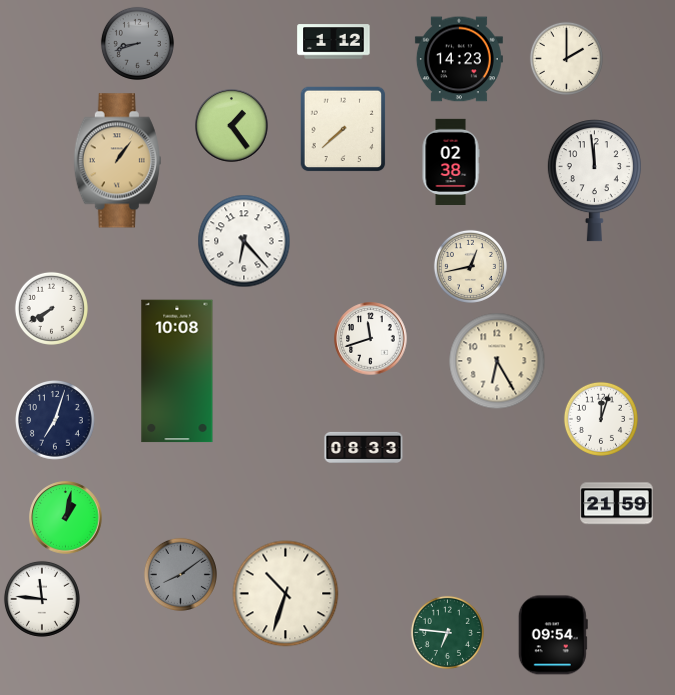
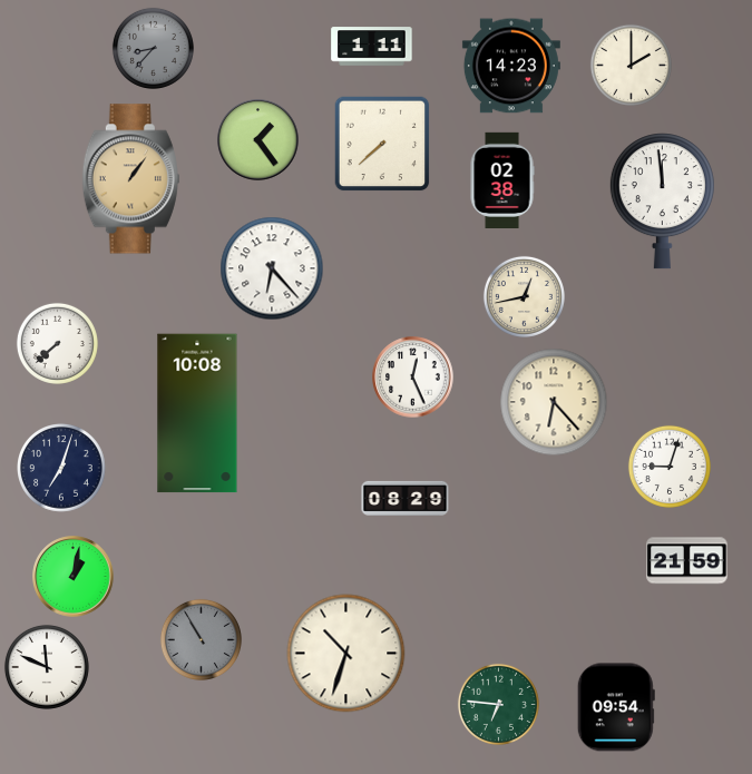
clock at (334, 42): 1:12 -> 1:11
clock at (137, 43): 8:42 -> 8:37
clock at (51, 308): 7:40 -> 7:38
clock at (371, 339): 11:42 -> 12:26
clock at (497, 361): 6:25 -> 6:23
clock at (601, 419): 12:03 -> 9:03
clock at (364, 447): 08:33 -> 08:29
clock at (180, 574): 8:09 -> 10:55
clock at (286, 594) position: (286, 594) -> (346, 654)
clock at (42, 599): 11:46 -> 11:49
